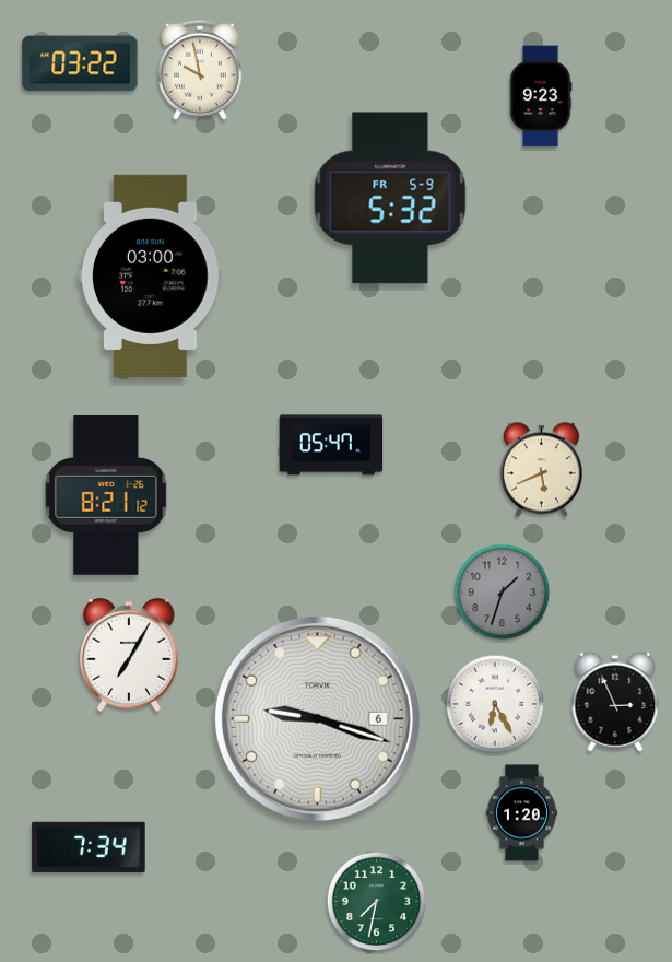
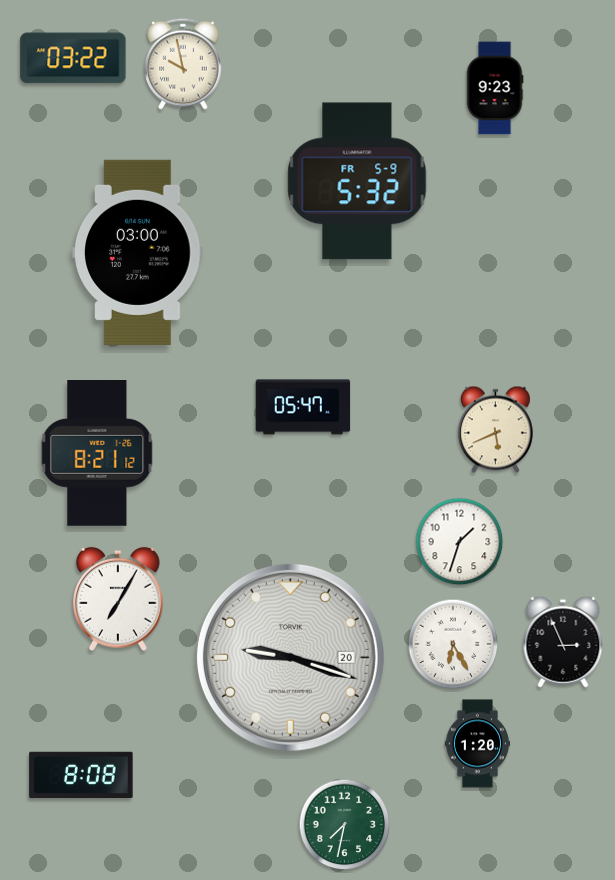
clock at (503, 593) dial: grey -> white
clock at (317, 718) date: 6 -> 20
clock at (89, 847): 7:34 -> 8:08
